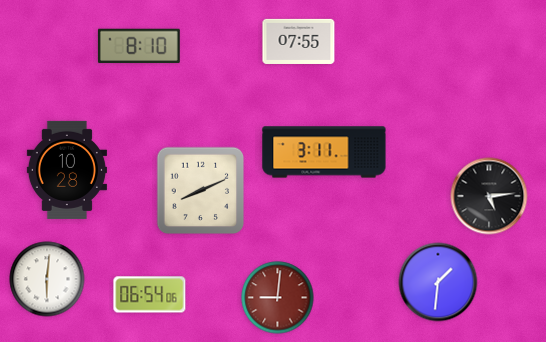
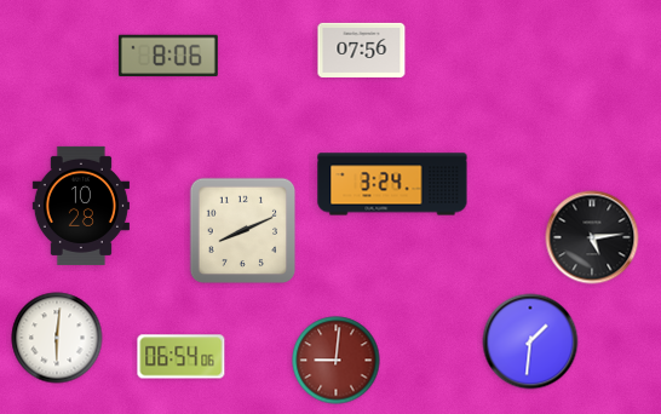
clock at (299, 41): 07:55 -> 07:56
clock at (139, 46): 8:10 -> 8:06
clock at (324, 152): 3:11 -> 3:24
